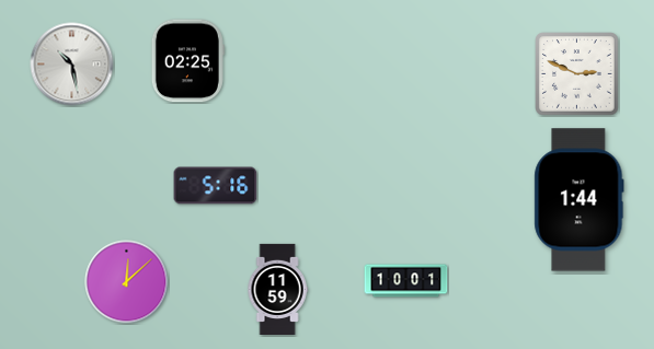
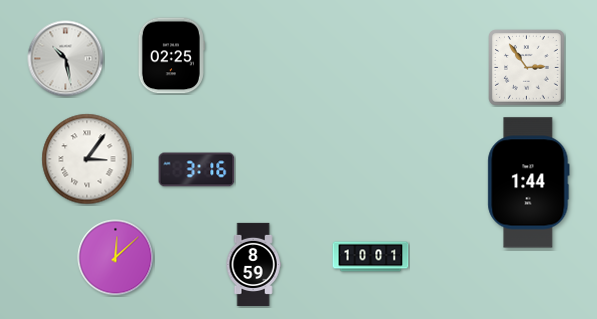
clock at (577, 74): 2:49 -> 2:54
clock at (87, 159): none -> 3:06
clock at (216, 186): 5:16 -> 3:16
clock at (277, 289): 11:59 -> 8:59
